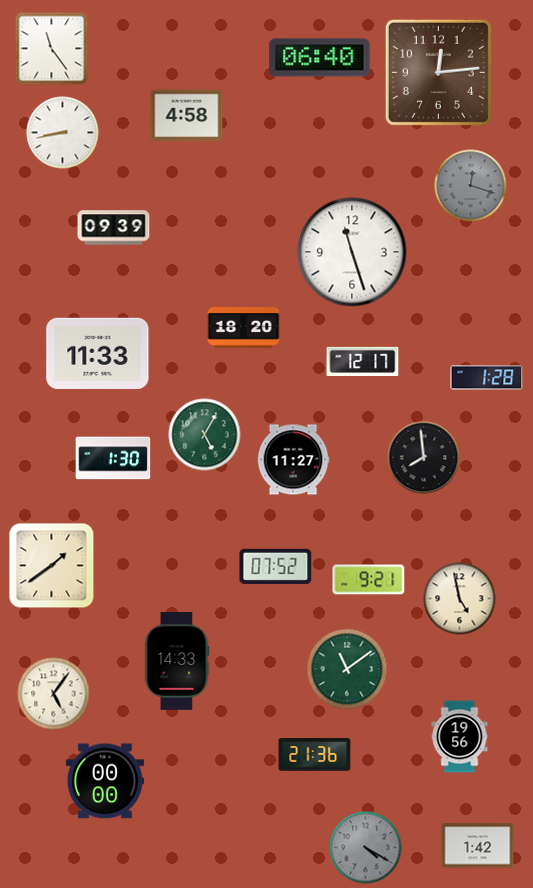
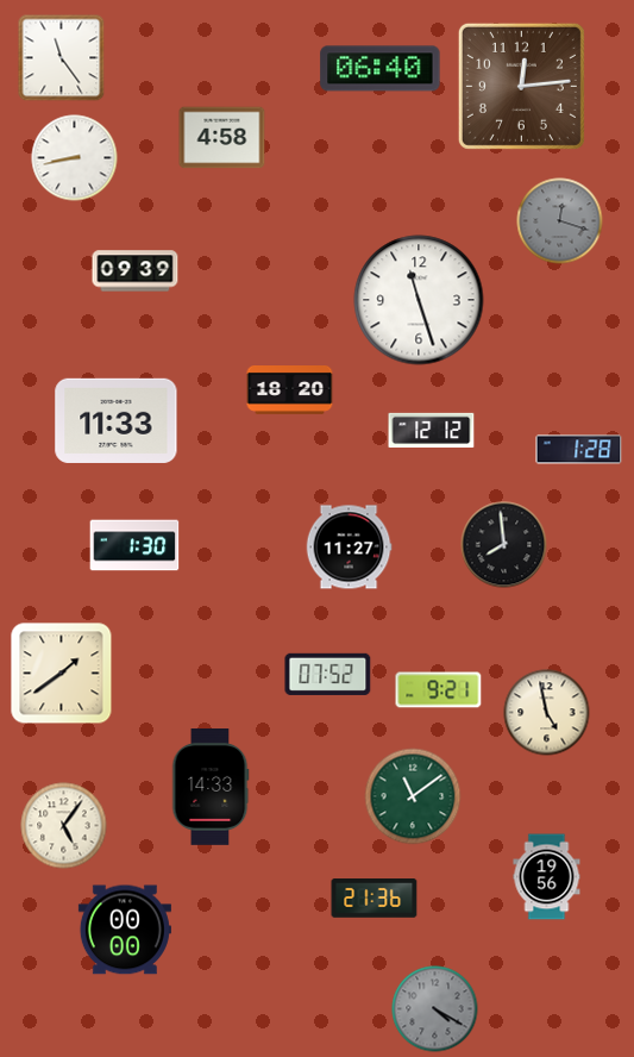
clock at (363, 362): 12:17 -> 12:12
clock at (205, 435): 5:05 -> none
clock at (478, 846): 1:42 -> none
